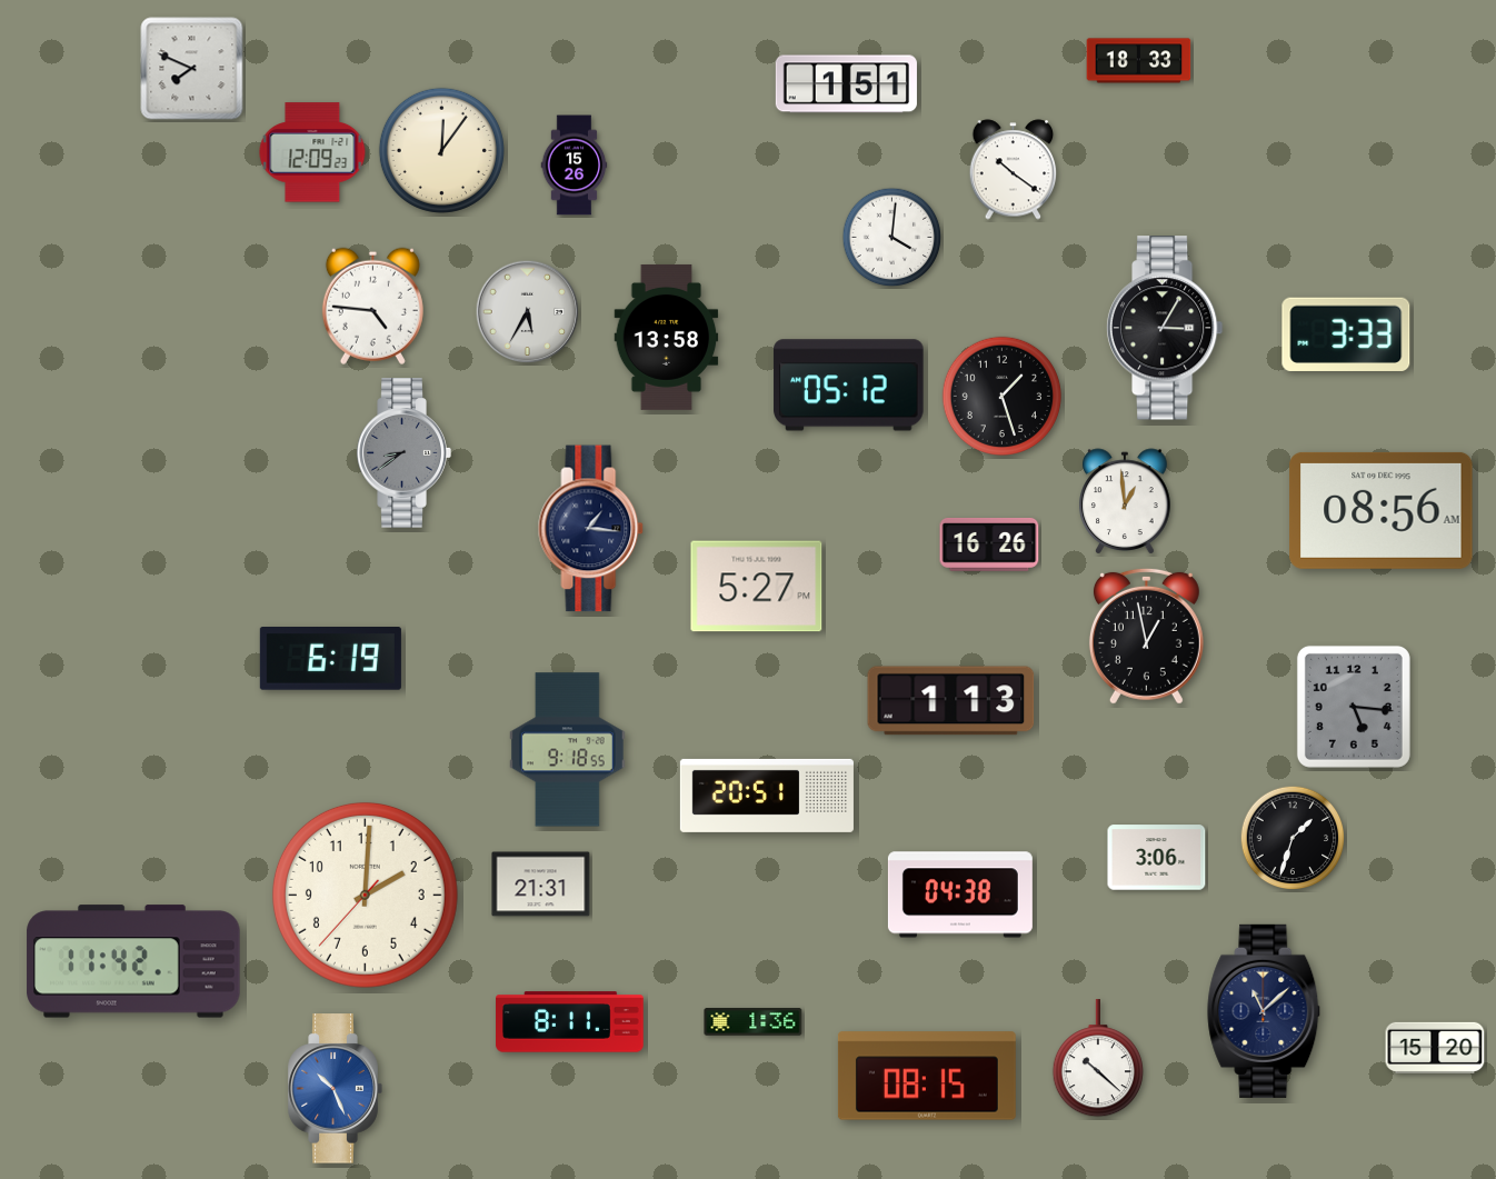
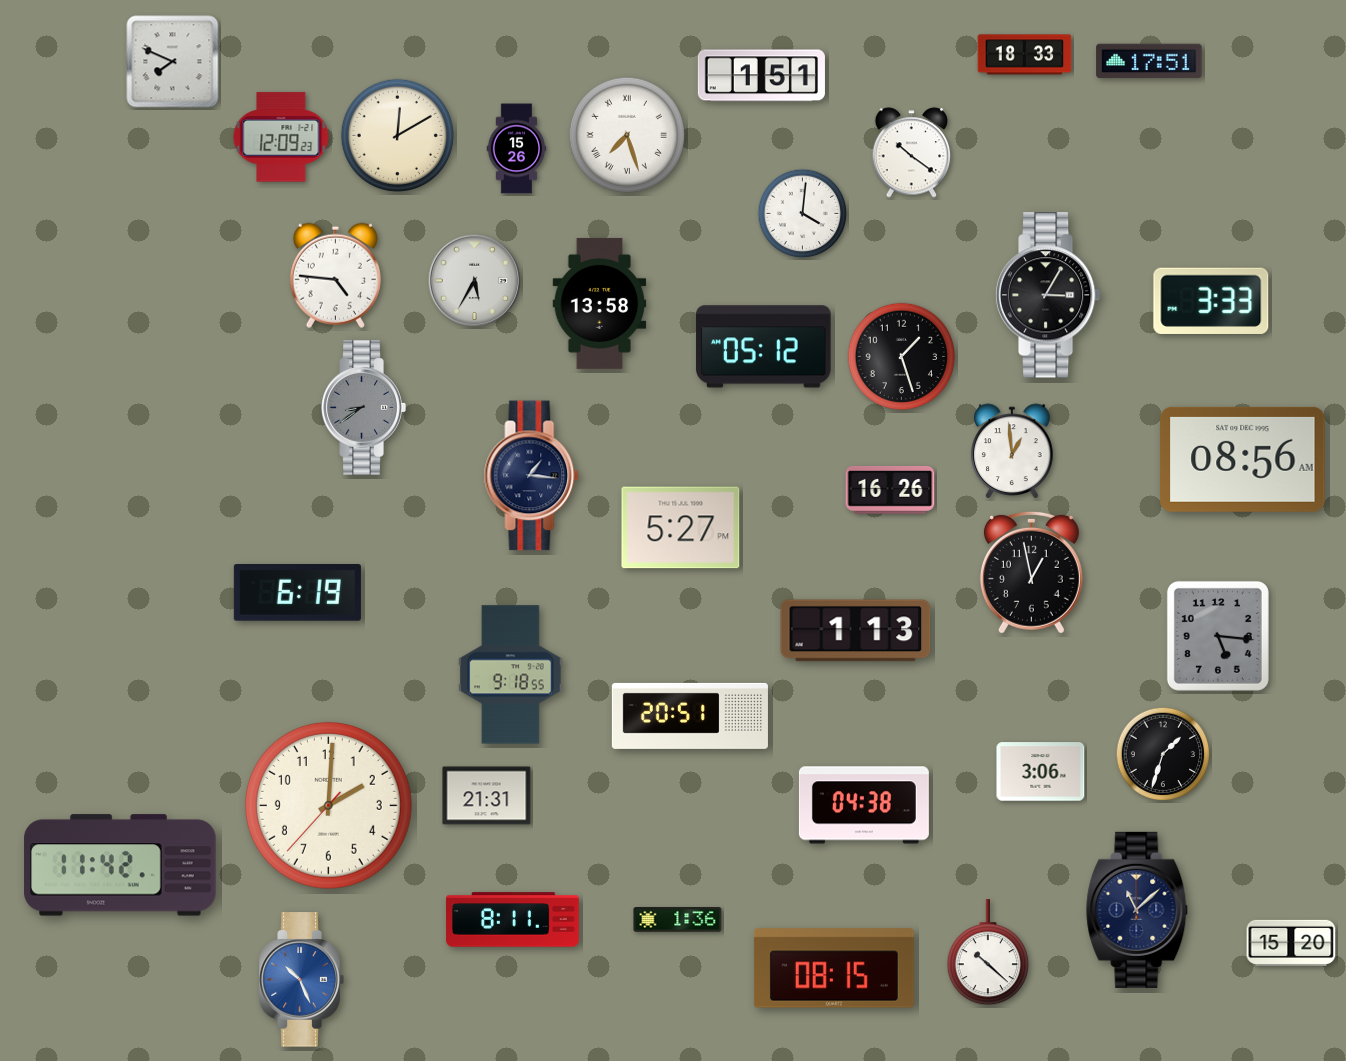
clock at (1149, 61): none -> 17:51
clock at (441, 150): 12:06 -> 12:10
clock at (627, 135): none -> 7:27
